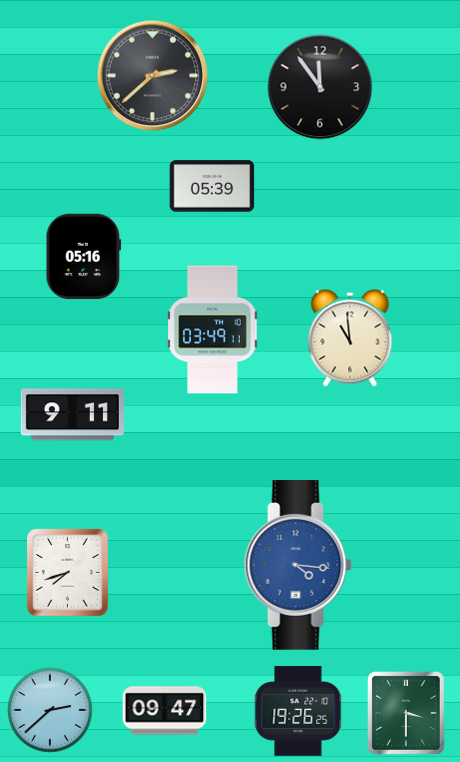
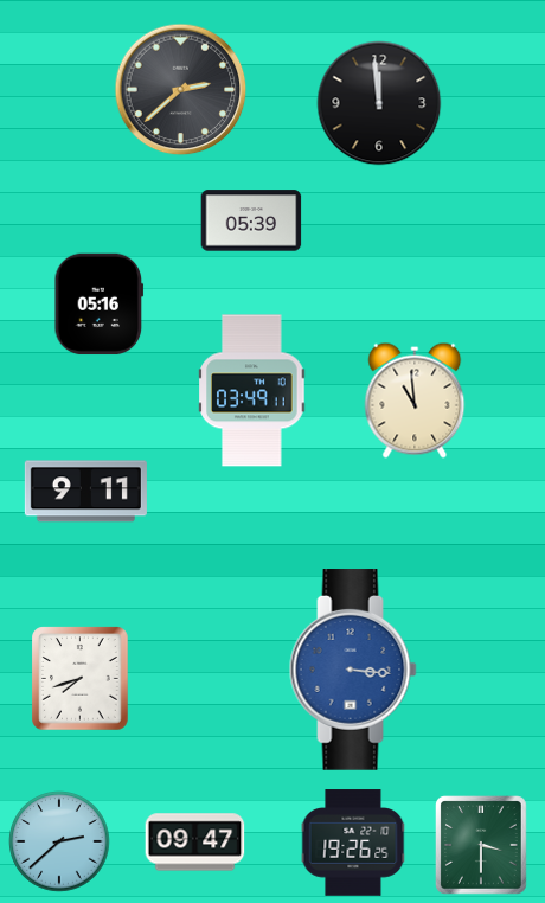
clock at (320, 87): 11:54 -> 11:59
clock at (298, 566): 4:16 -> 3:16
